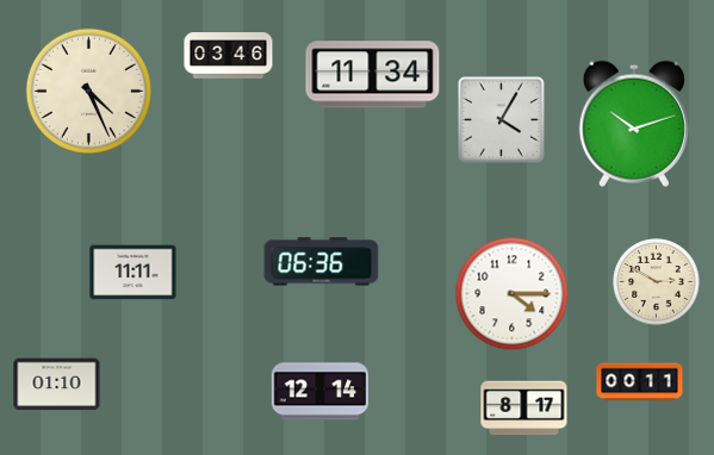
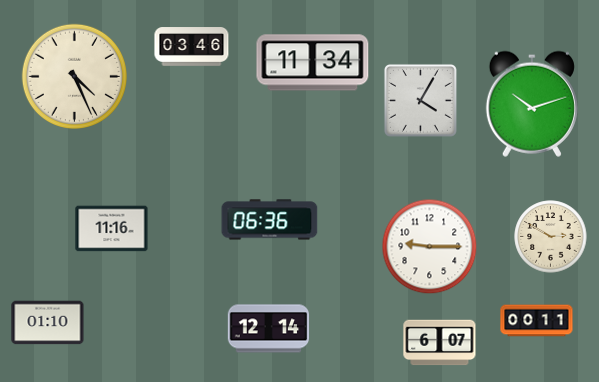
clock at (134, 273): 11:11 -> 11:16
clock at (513, 294): 4:15 -> 9:15
clock at (524, 409): 8:17 -> 6:07
